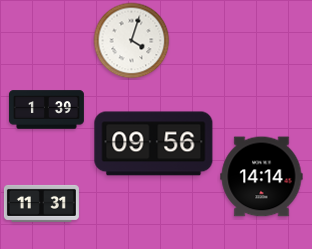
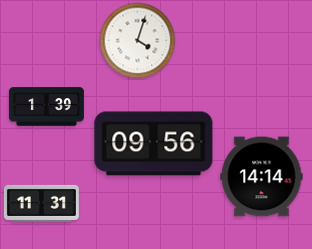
clock at (132, 41) position: (132, 41) -> (138, 41)
clock at (46, 110) position: (46, 110) -> (46, 107)
